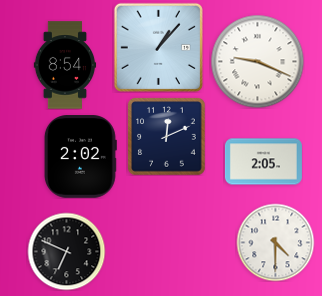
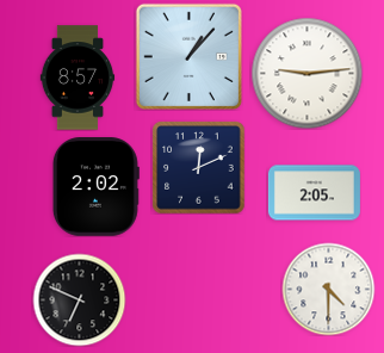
clock at (257, 61): 9:19 -> 9:14
clock at (65, 65): 8:54 -> 8:57
clock at (166, 136) position: (166, 136) -> (198, 167)
